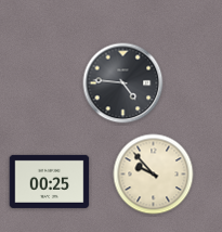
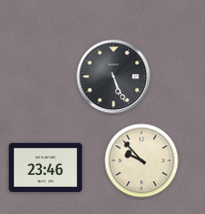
clock at (123, 83): 4:46 -> 5:26
clock at (50, 181): 00:25 -> 23:46
